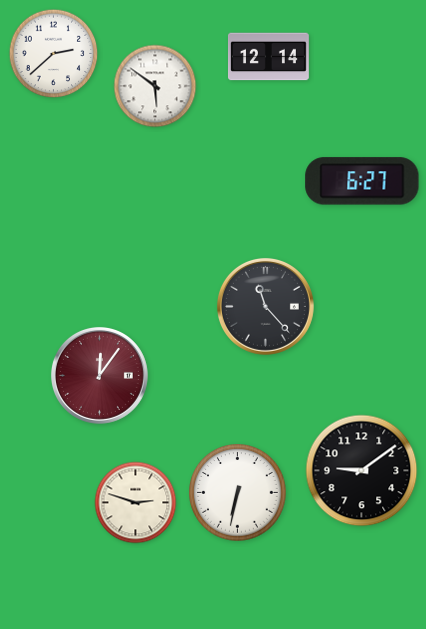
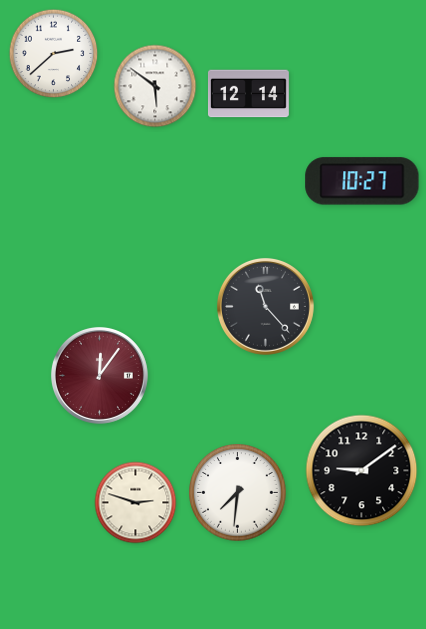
clock at (269, 57) position: (269, 57) -> (249, 94)
clock at (362, 181): 6:27 -> 10:27
clock at (238, 493): 6:32 -> 7:31
